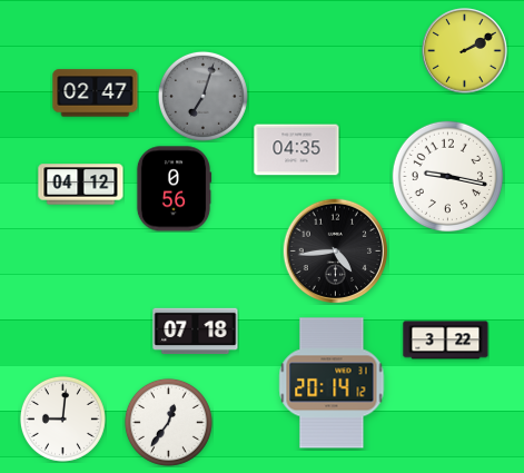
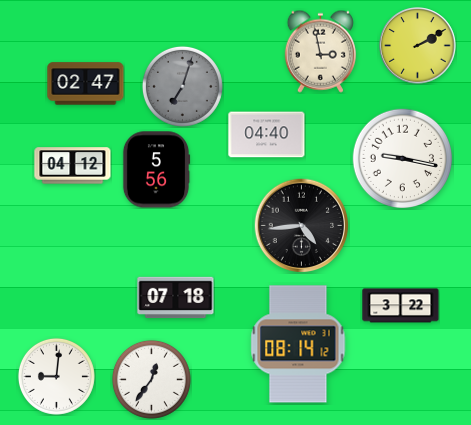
clock at (320, 51): none -> 2:58
clock at (297, 150): 04:35 -> 04:40
clock at (174, 189): 0:56 -> 5:56
clock at (332, 383): 20:14 -> 08:14
